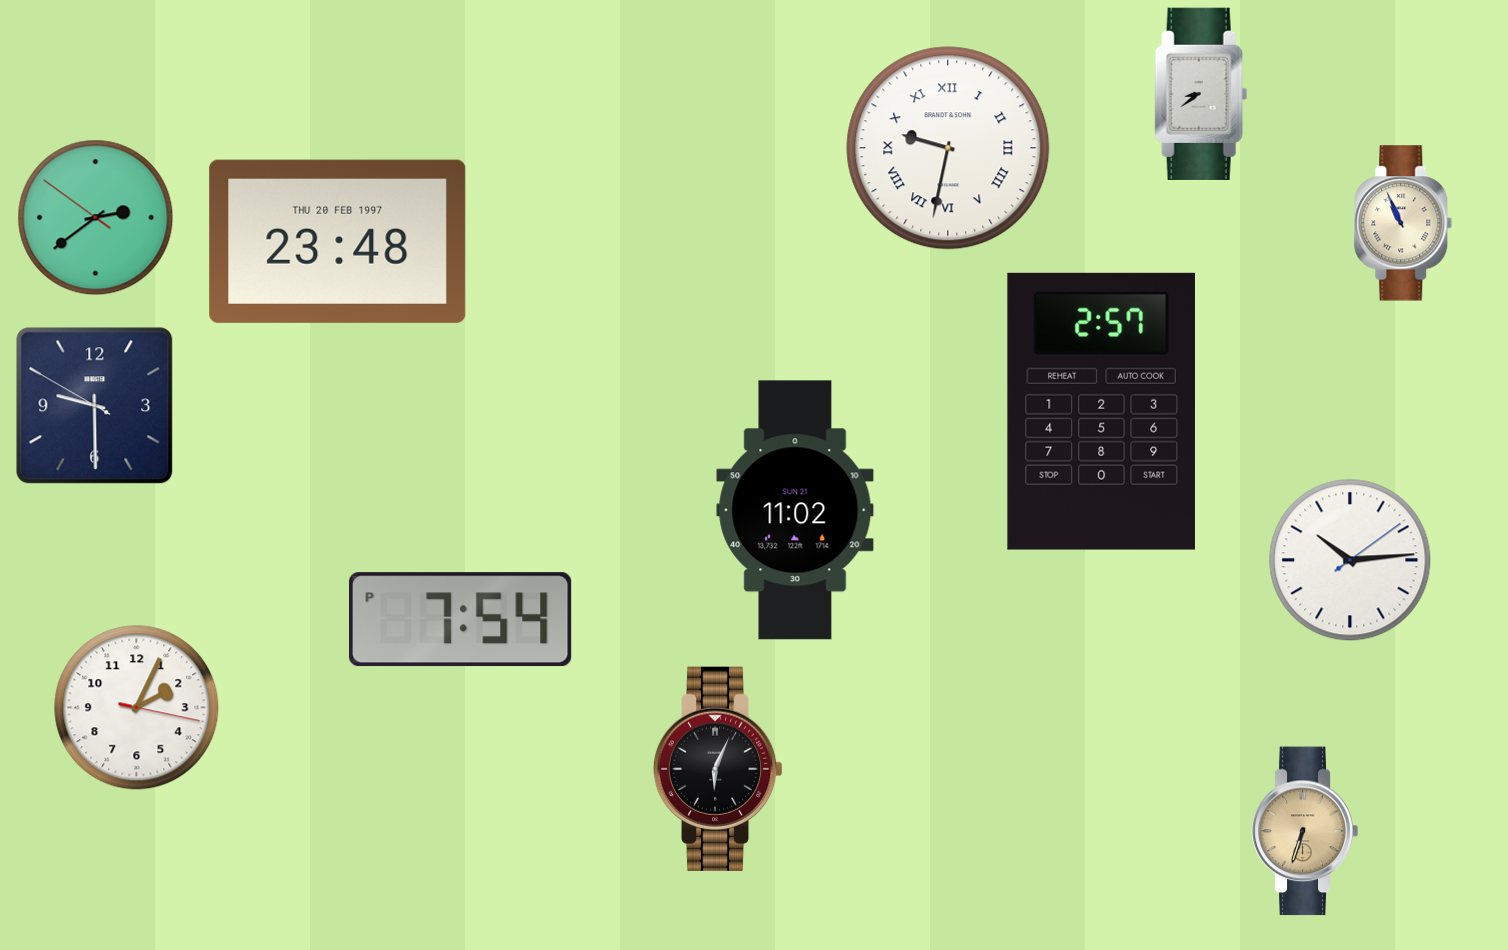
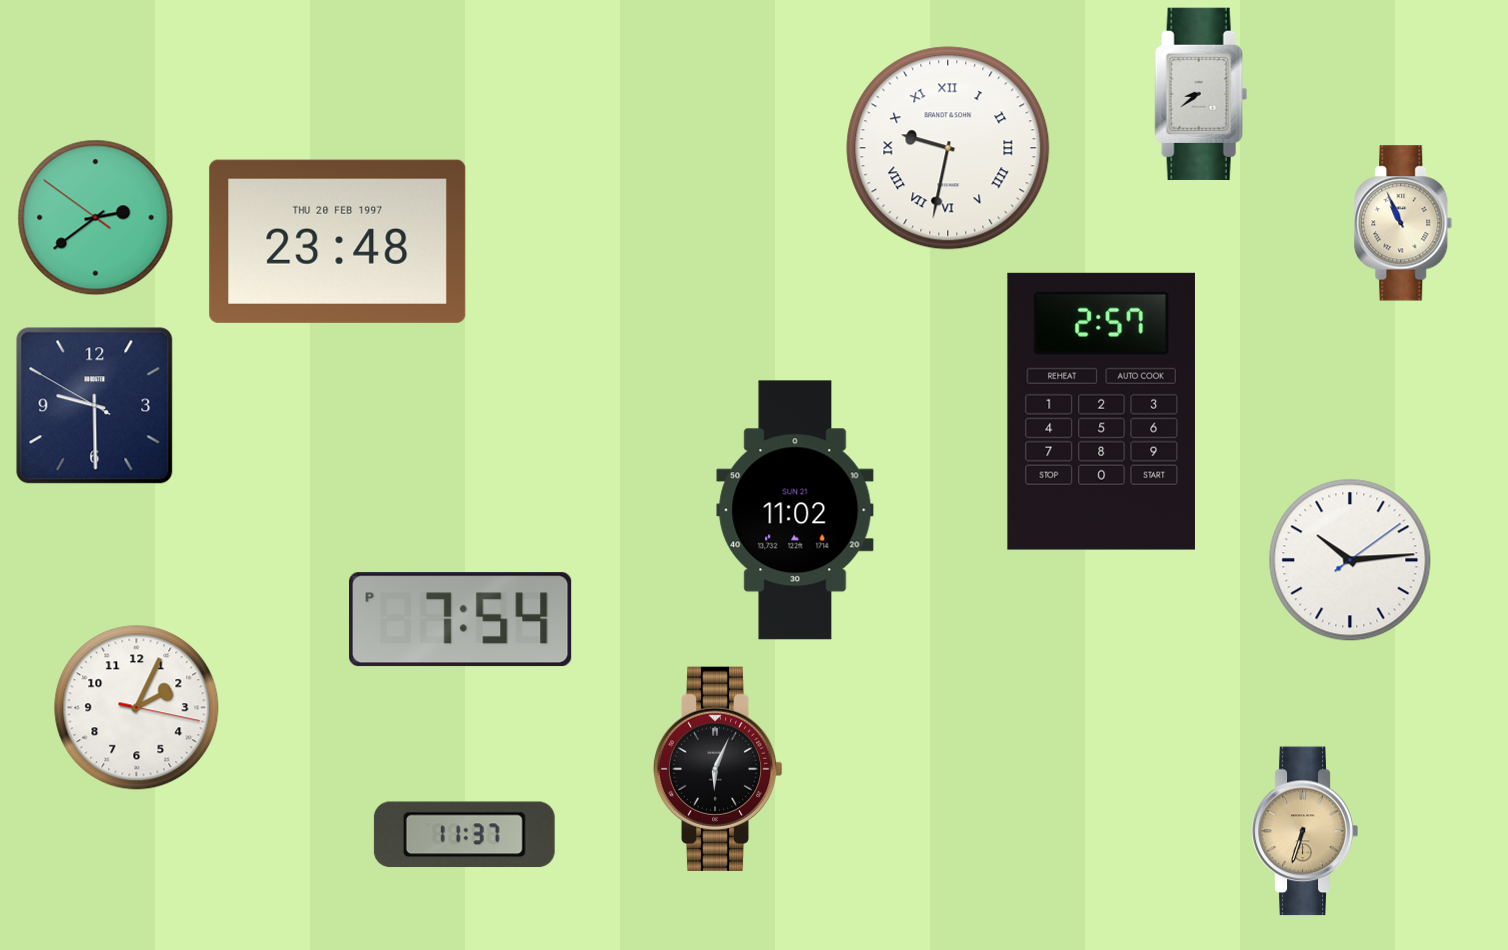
clock at (464, 835): none -> 11:37
